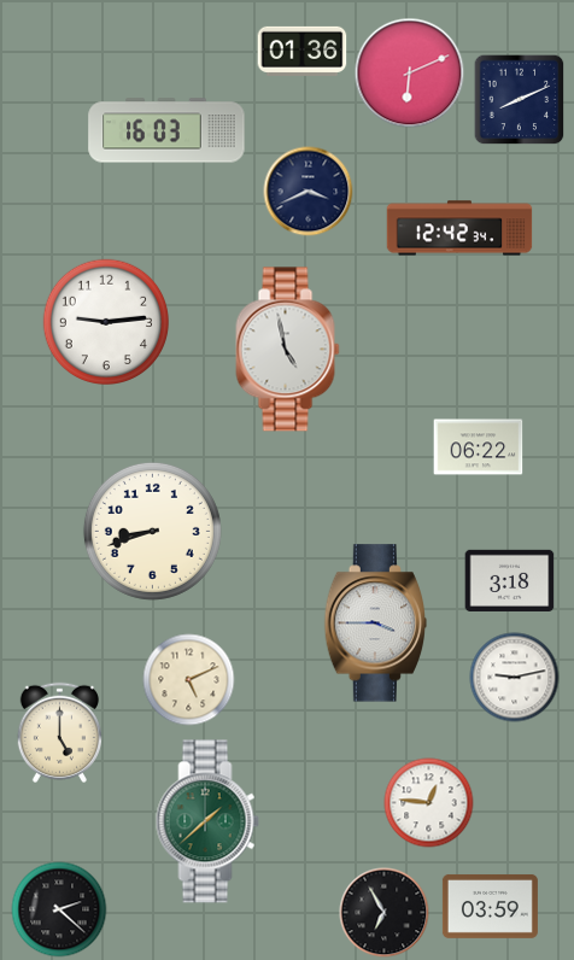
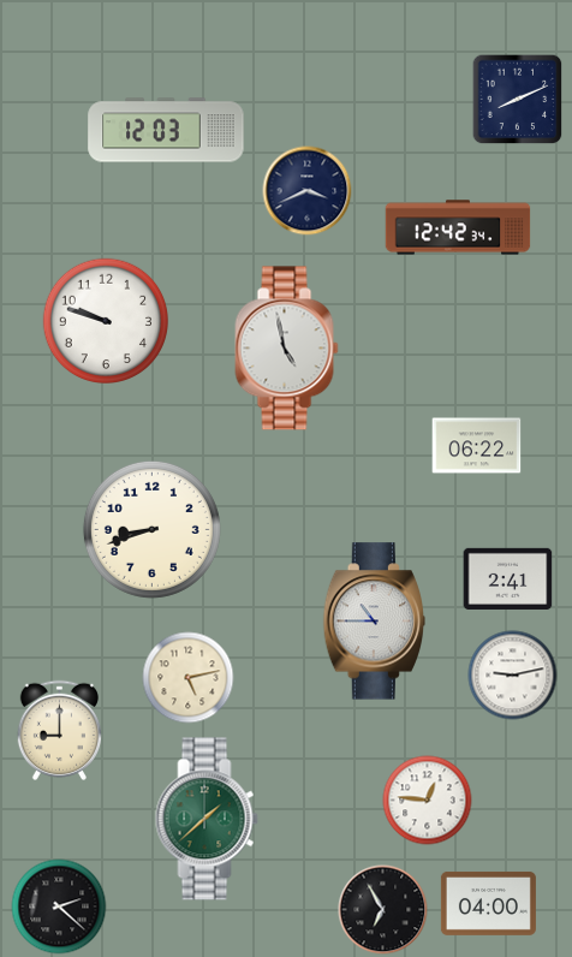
clock at (303, 51): 01:36 -> none
clock at (410, 74): 6:11 -> none
clock at (166, 130): 16:03 -> 12:03
clock at (105, 321): 9:14 -> 9:48
clock at (510, 580): 3:18 -> 2:41
clock at (375, 624): 3:45 -> 10:45
clock at (189, 680): 5:11 -> 5:13
clock at (59, 732): 5:00 -> 9:00
clock at (490, 906): 03:59 -> 04:00
